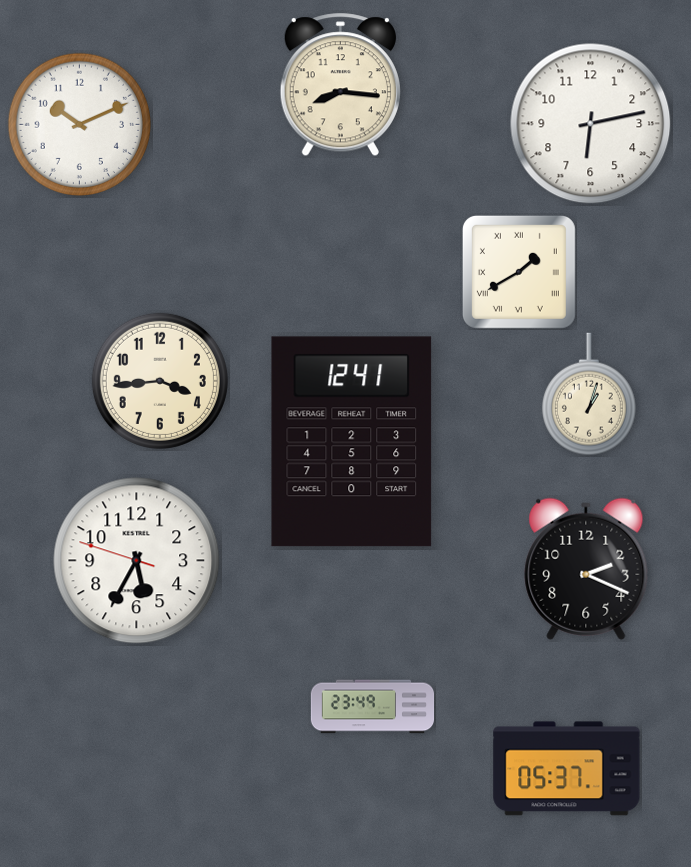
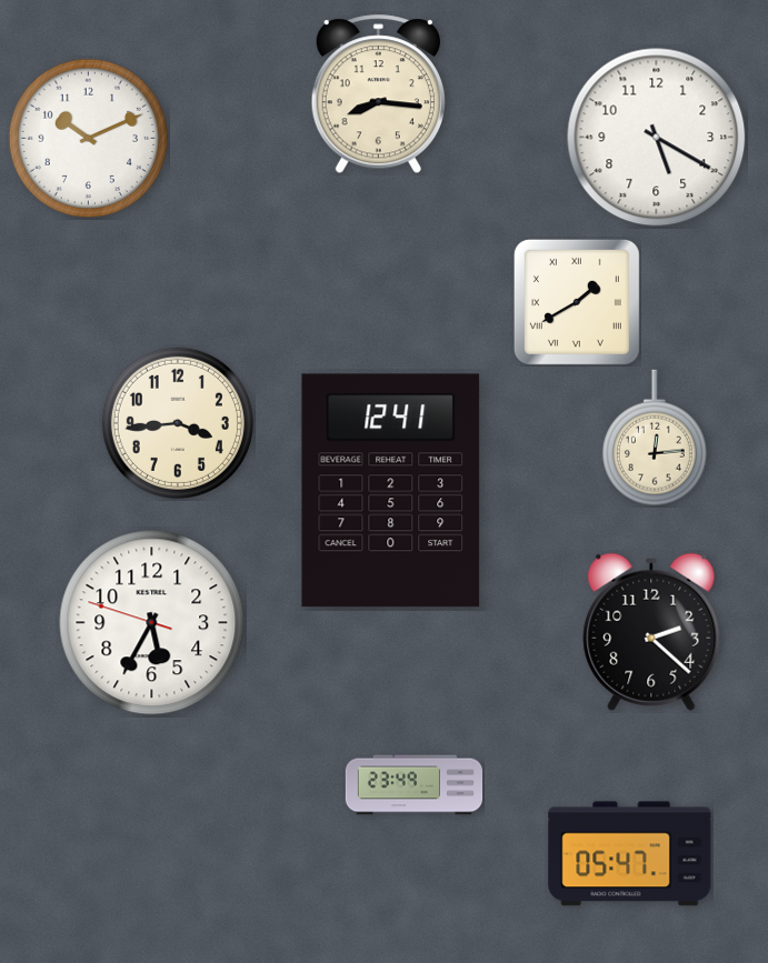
clock at (591, 124): 6:13 -> 5:20
clock at (589, 394): 1:03 -> 12:14
clock at (586, 569): 2:19 -> 2:22
clock at (567, 769): 05:37 -> 05:47
